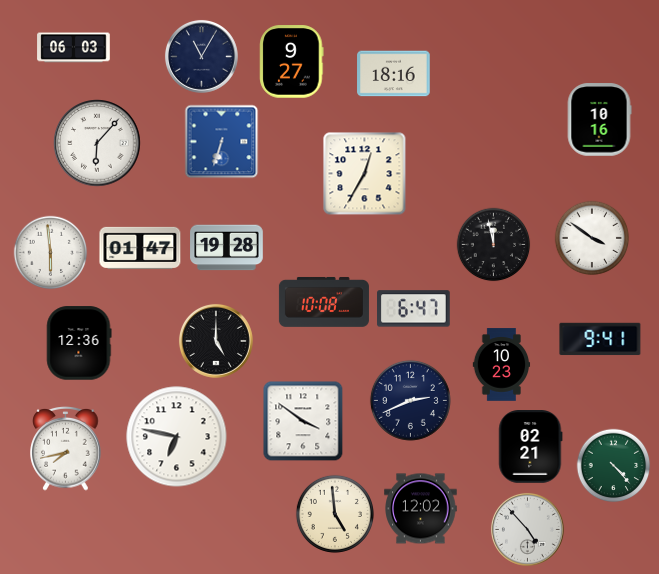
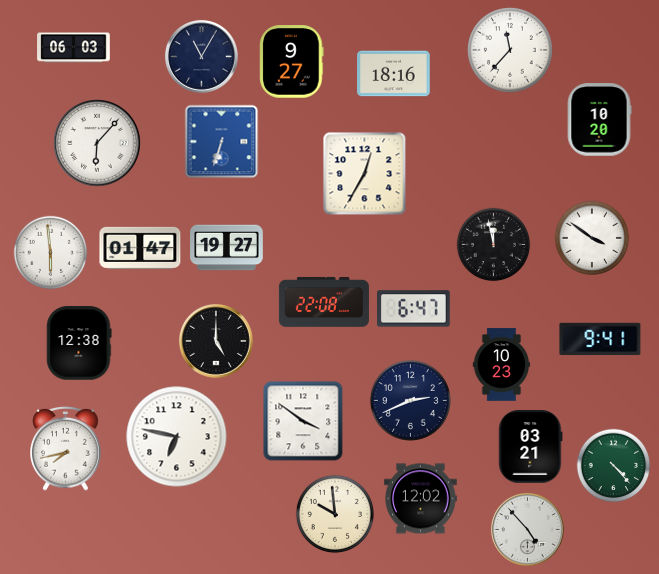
clock at (511, 51): none -> 11:37
clock at (599, 120): 10:16 -> 10:20
clock at (227, 248): 19:28 -> 19:27
clock at (324, 302): 10:08 -> 22:08
clock at (79, 343): 12:36 -> 12:38
clock at (531, 447): 02:21 -> 03:21
clock at (421, 509) position: (421, 509) -> (421, 499)
clock at (335, 514): 4:59 -> 9:59
